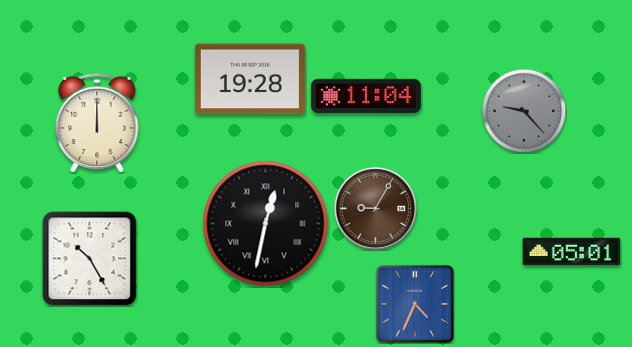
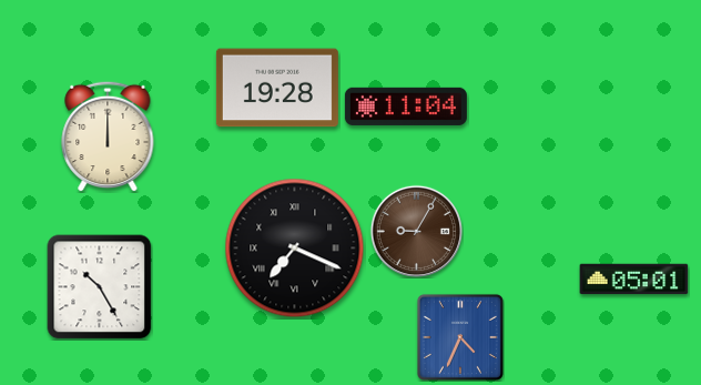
clock at (524, 111): 9:23 -> none
clock at (266, 224): 12:32 -> 7:19
